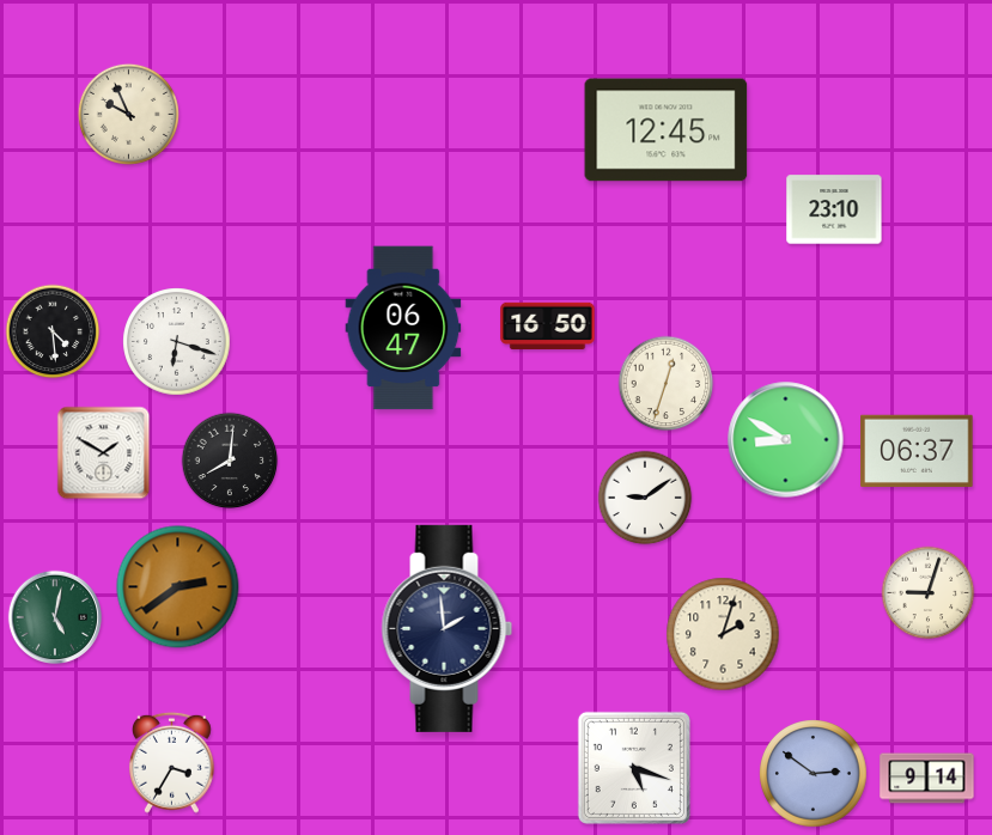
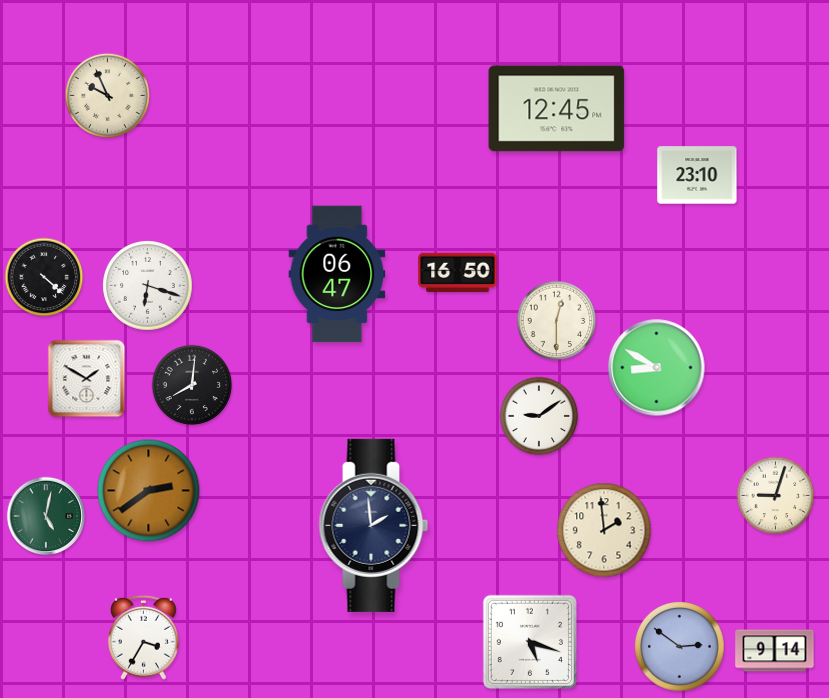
clock at (53, 331): 4:29 -> 4:22
clock at (667, 384): 12:33 -> 12:30
clock at (917, 450): 06:37 -> none
clock at (723, 634): 2:03 -> 1:59
